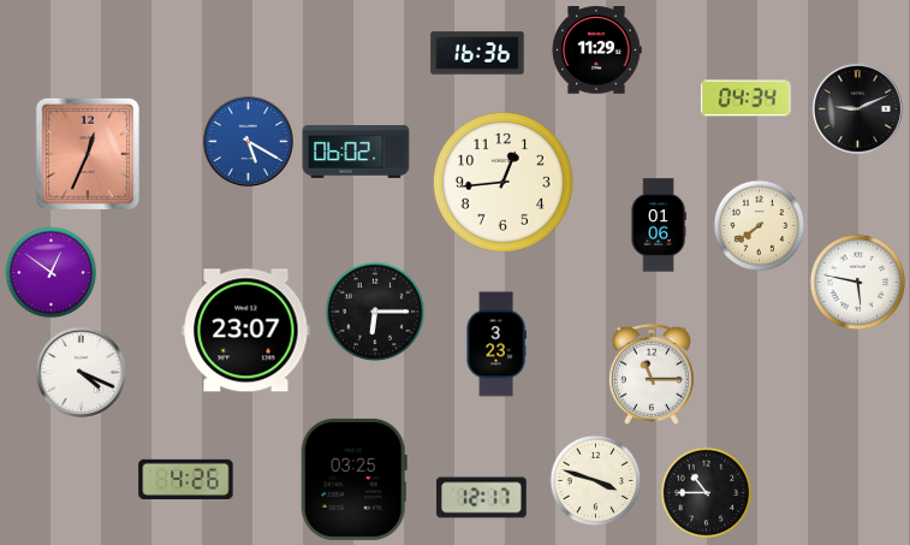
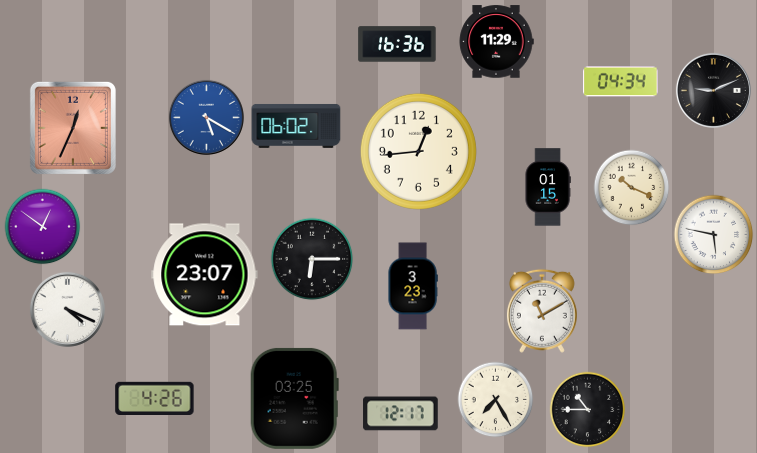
clock at (659, 225): 01:06 -> 01:15
clock at (760, 226): 7:39 -> 10:19
clock at (652, 374): 11:15 -> 11:10
clock at (596, 481): 3:48 -> 7:25
